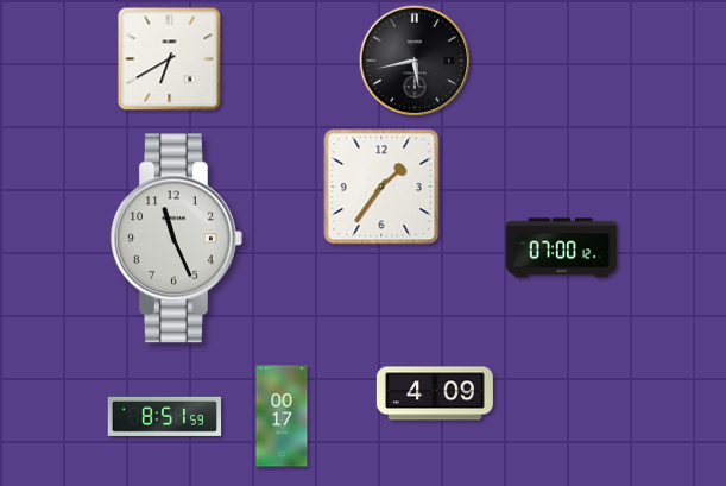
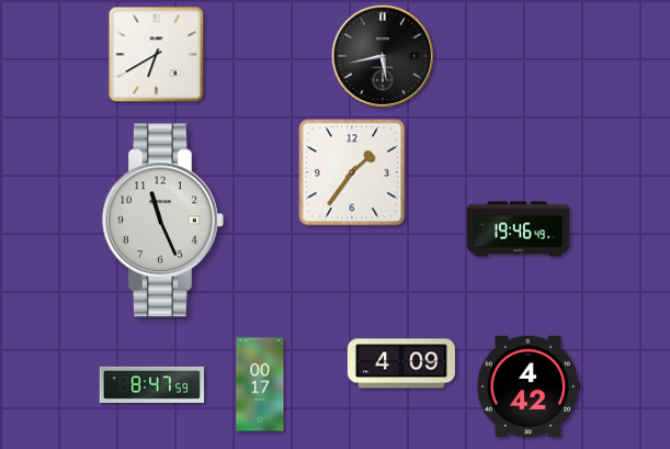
clock at (562, 248): 07:00 -> 19:46
clock at (165, 416): 8:51 -> 8:47
clock at (529, 385): none -> 4:42
